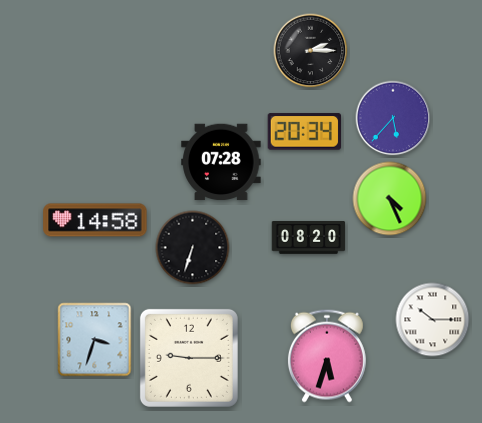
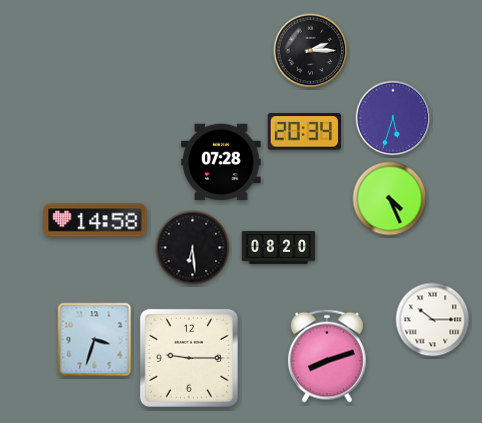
clock at (393, 118): 5:37 -> 5:33
clock at (309, 238) position: (309, 238) -> (279, 248)
clock at (193, 248): 6:33 -> 6:29
clock at (327, 356): 5:33 -> 8:12
